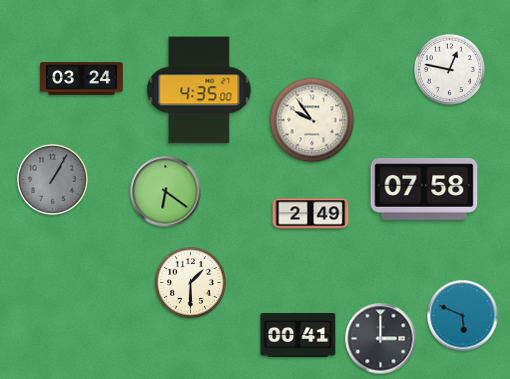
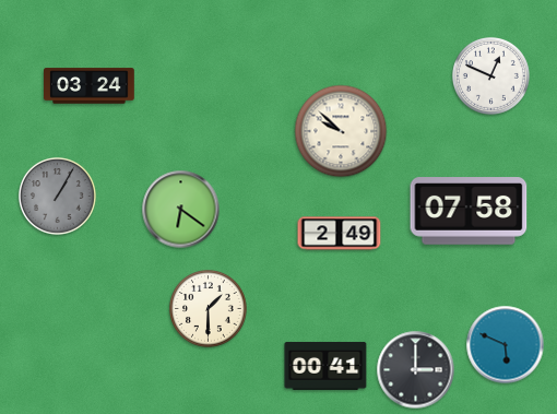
clock at (450, 70): 12:47 -> 12:49
clock at (199, 90): 4:35 -> none
clock at (312, 120): 9:54 -> 9:52
clock at (424, 189) position: (424, 189) -> (469, 211)
